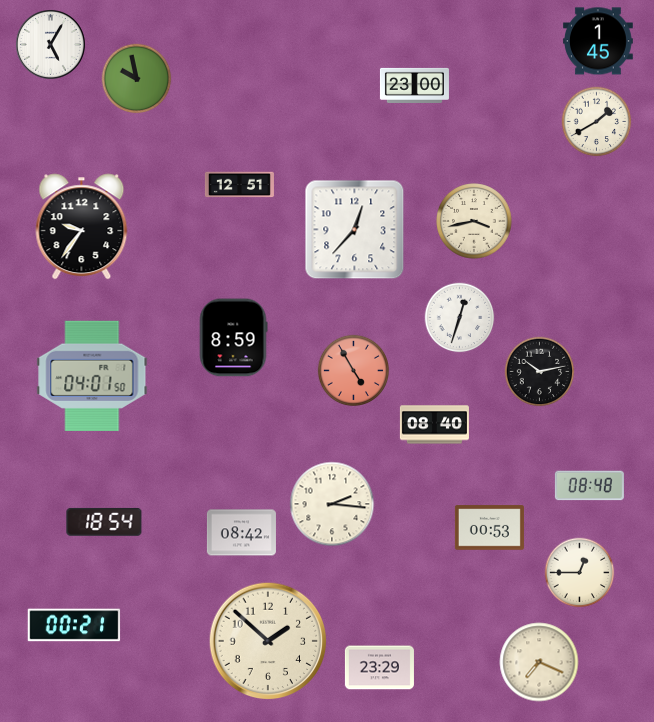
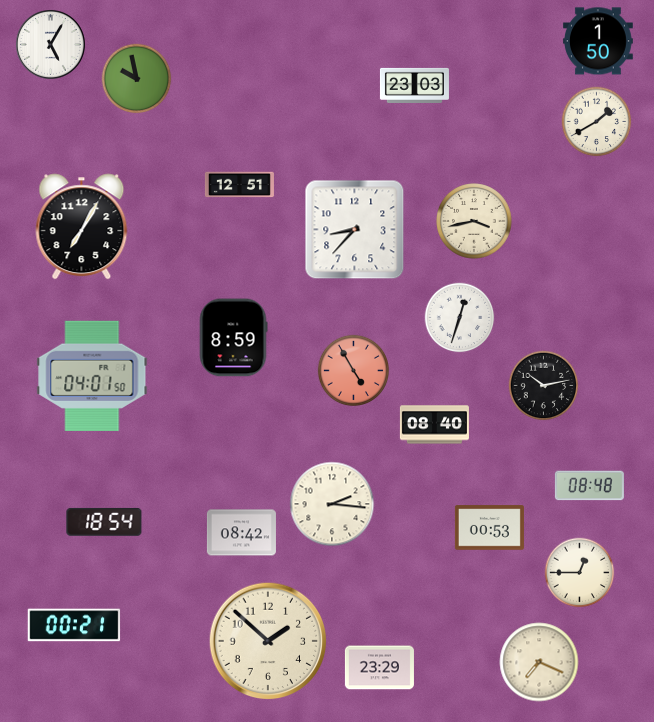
clock at (598, 41): 1:45 -> 1:50
clock at (414, 85): 23:00 -> 23:03
clock at (82, 227): 9:36 -> 7:05
clock at (355, 230): 12:37 -> 8:37
clock at (540, 372) position: (540, 372) -> (544, 386)
